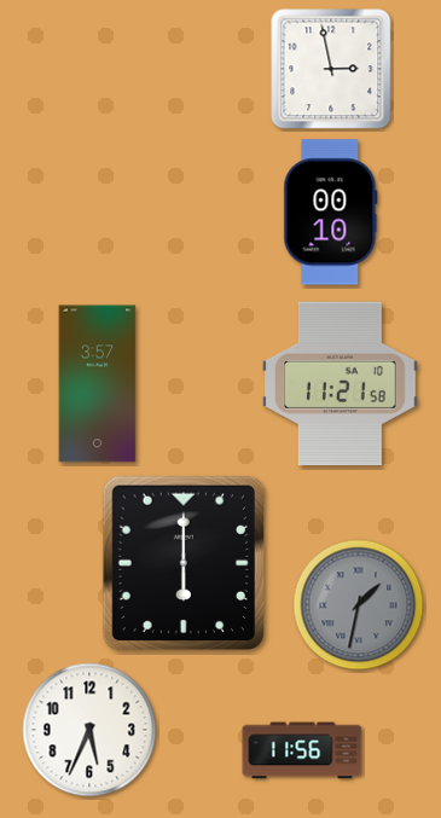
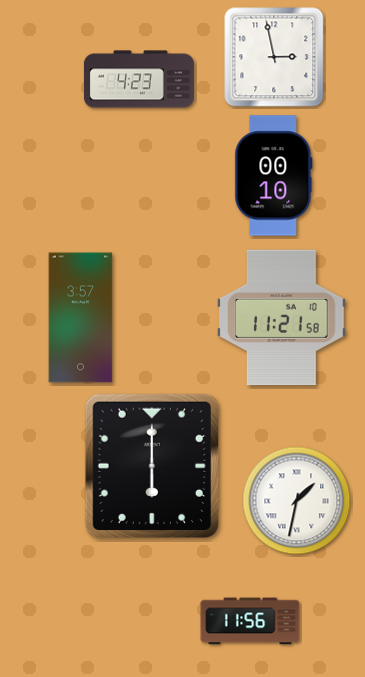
clock at (139, 79): none -> 4:23
clock at (359, 605) dial: grey -> white
clock at (89, 730): 5:34 -> none
